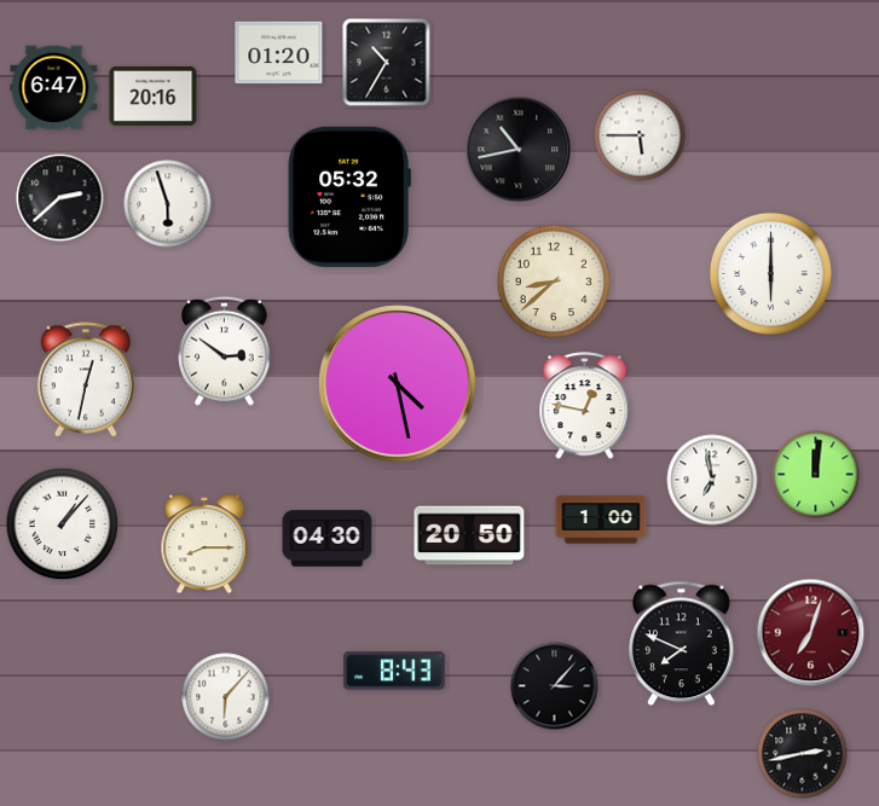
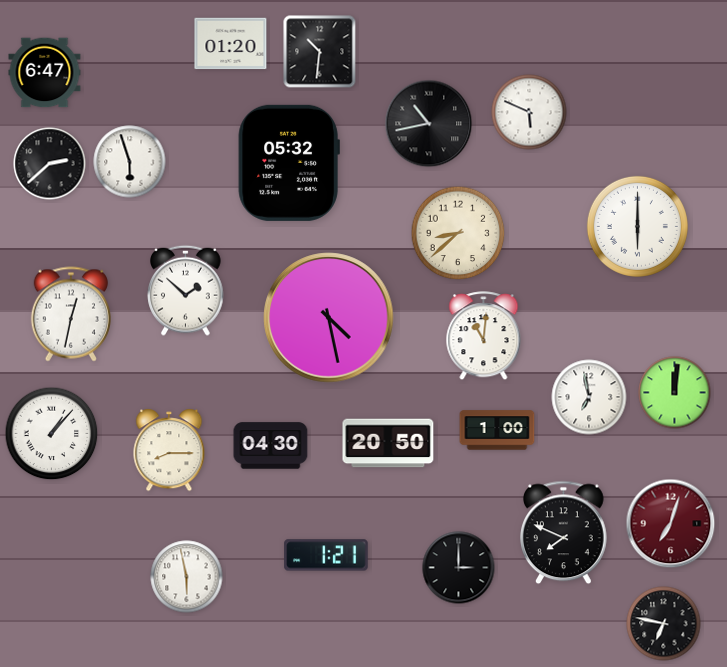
clock at (387, 63): 10:35 -> 10:31
clock at (154, 95): 20:16 -> none
clock at (640, 135): 5:45 -> 5:49
clock at (168, 204) position: (168, 204) -> (130, 162)
clock at (225, 350): 2:51 -> 1:52
clock at (585, 406): 12:47 -> 11:01
clock at (394, 671): 8:43 -> 1:21
clock at (555, 686): 3:07 -> 3:00
clock at (226, 697): 6:07 -> 5:58
clock at (803, 754): 2:43 -> 6:47
